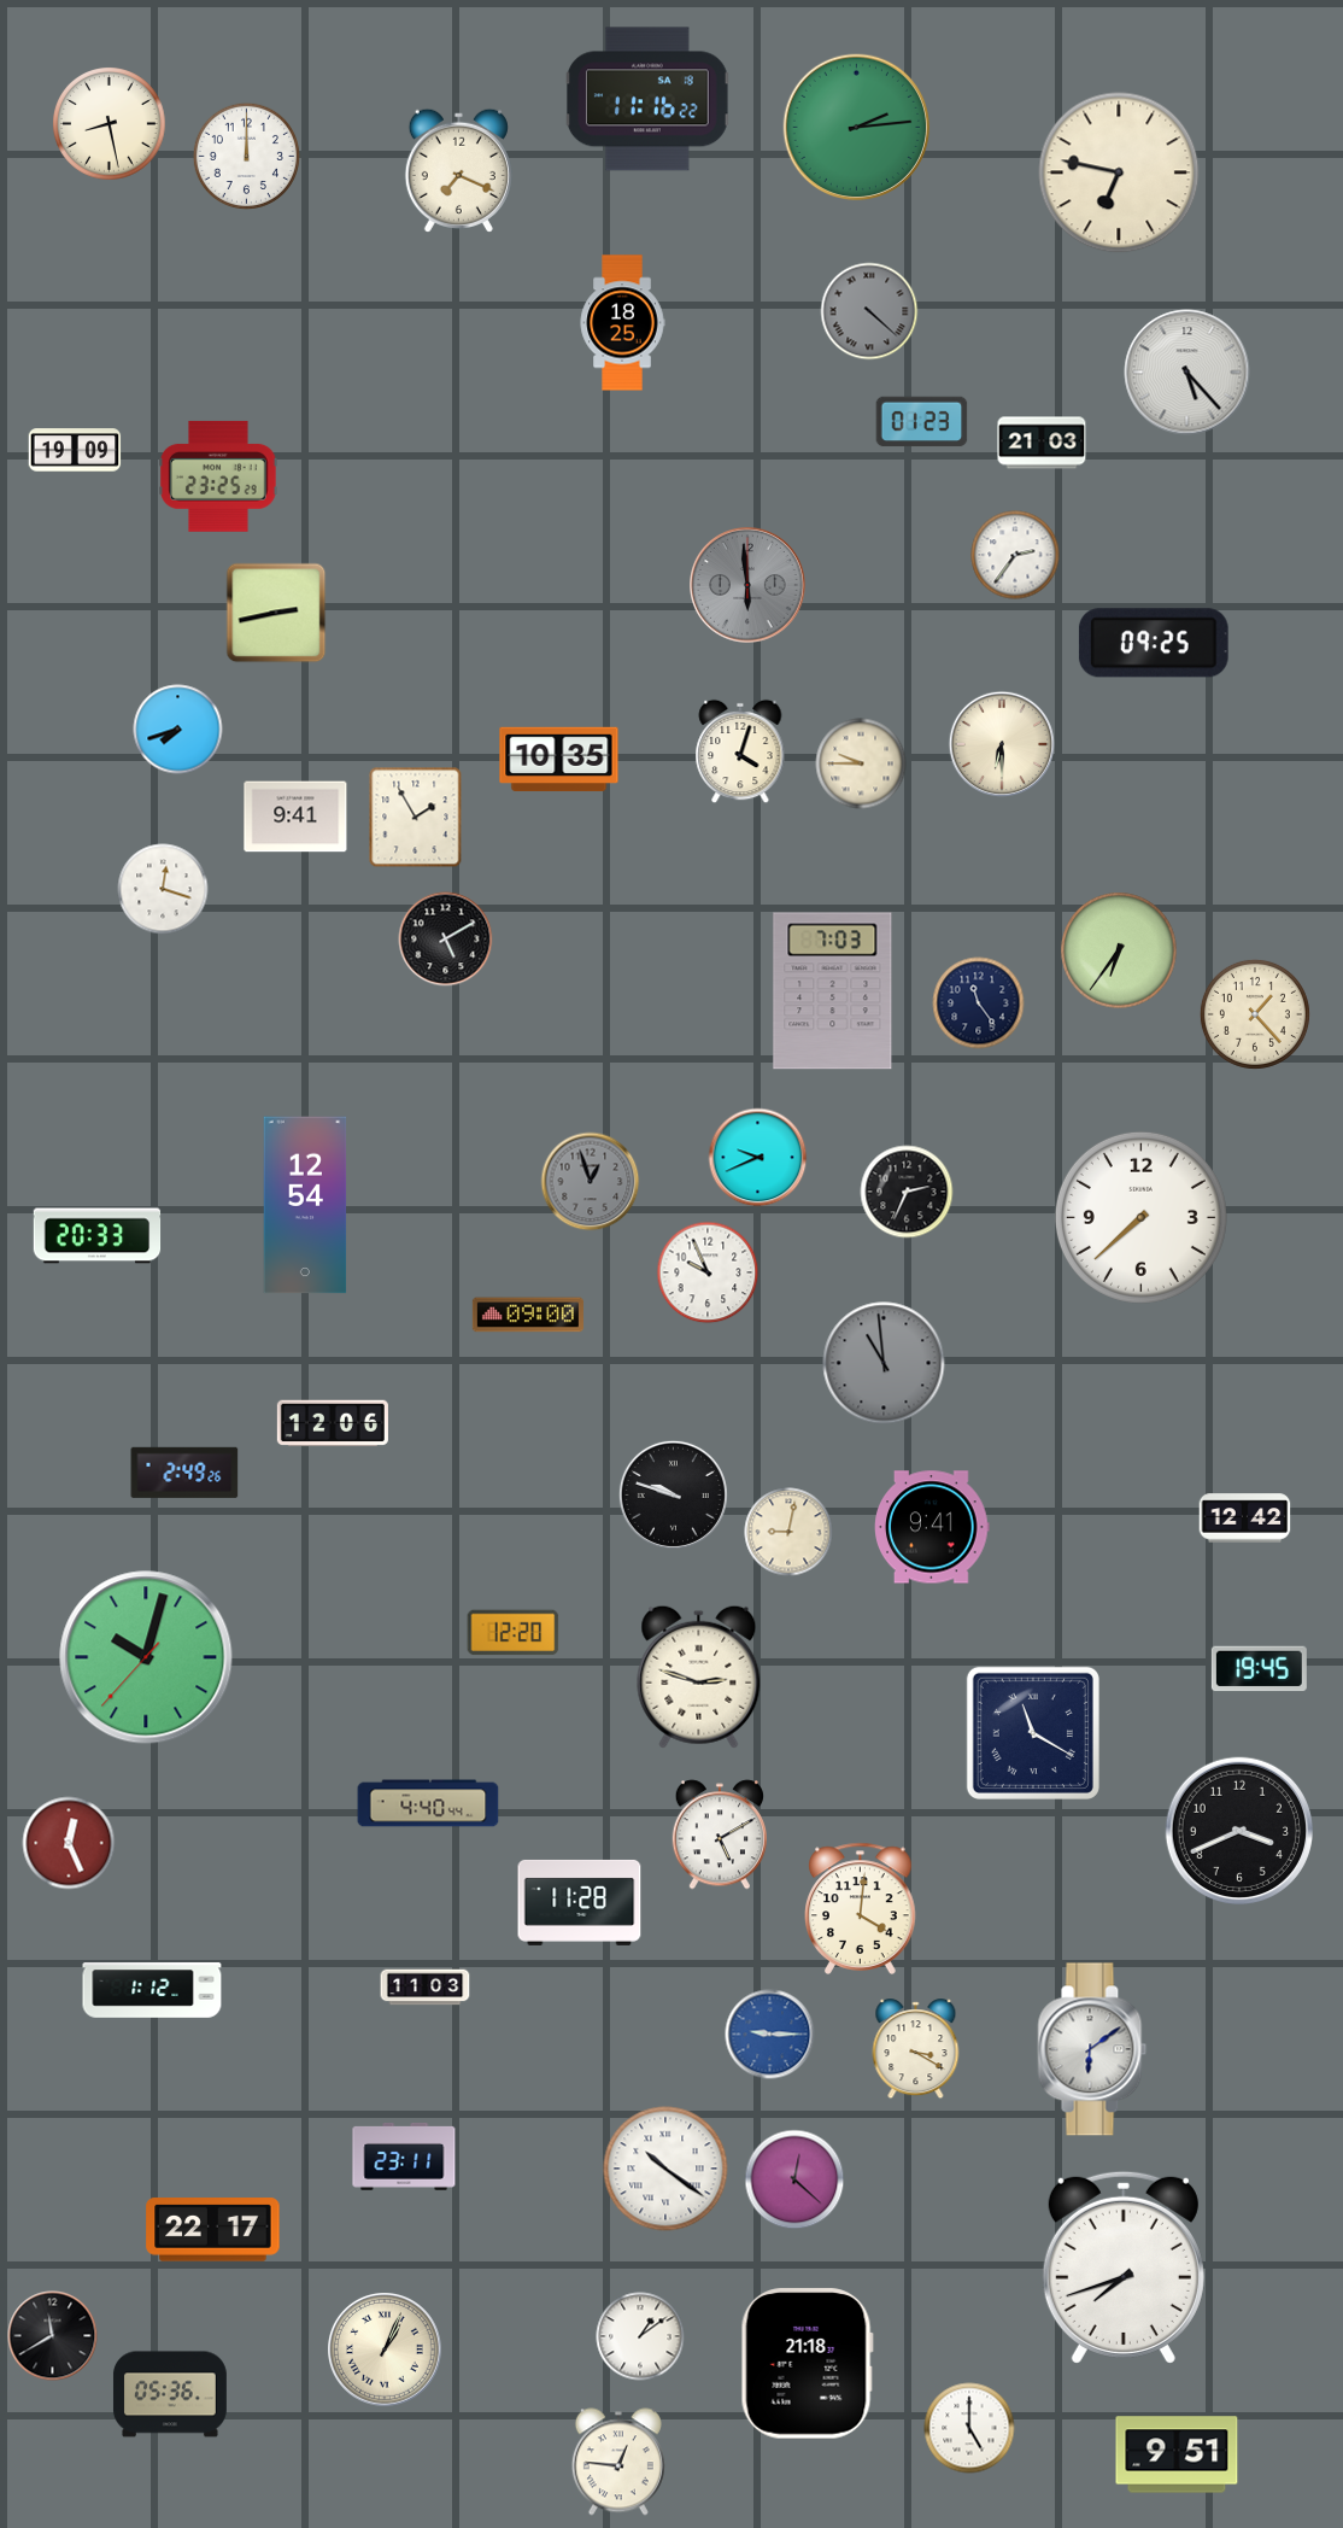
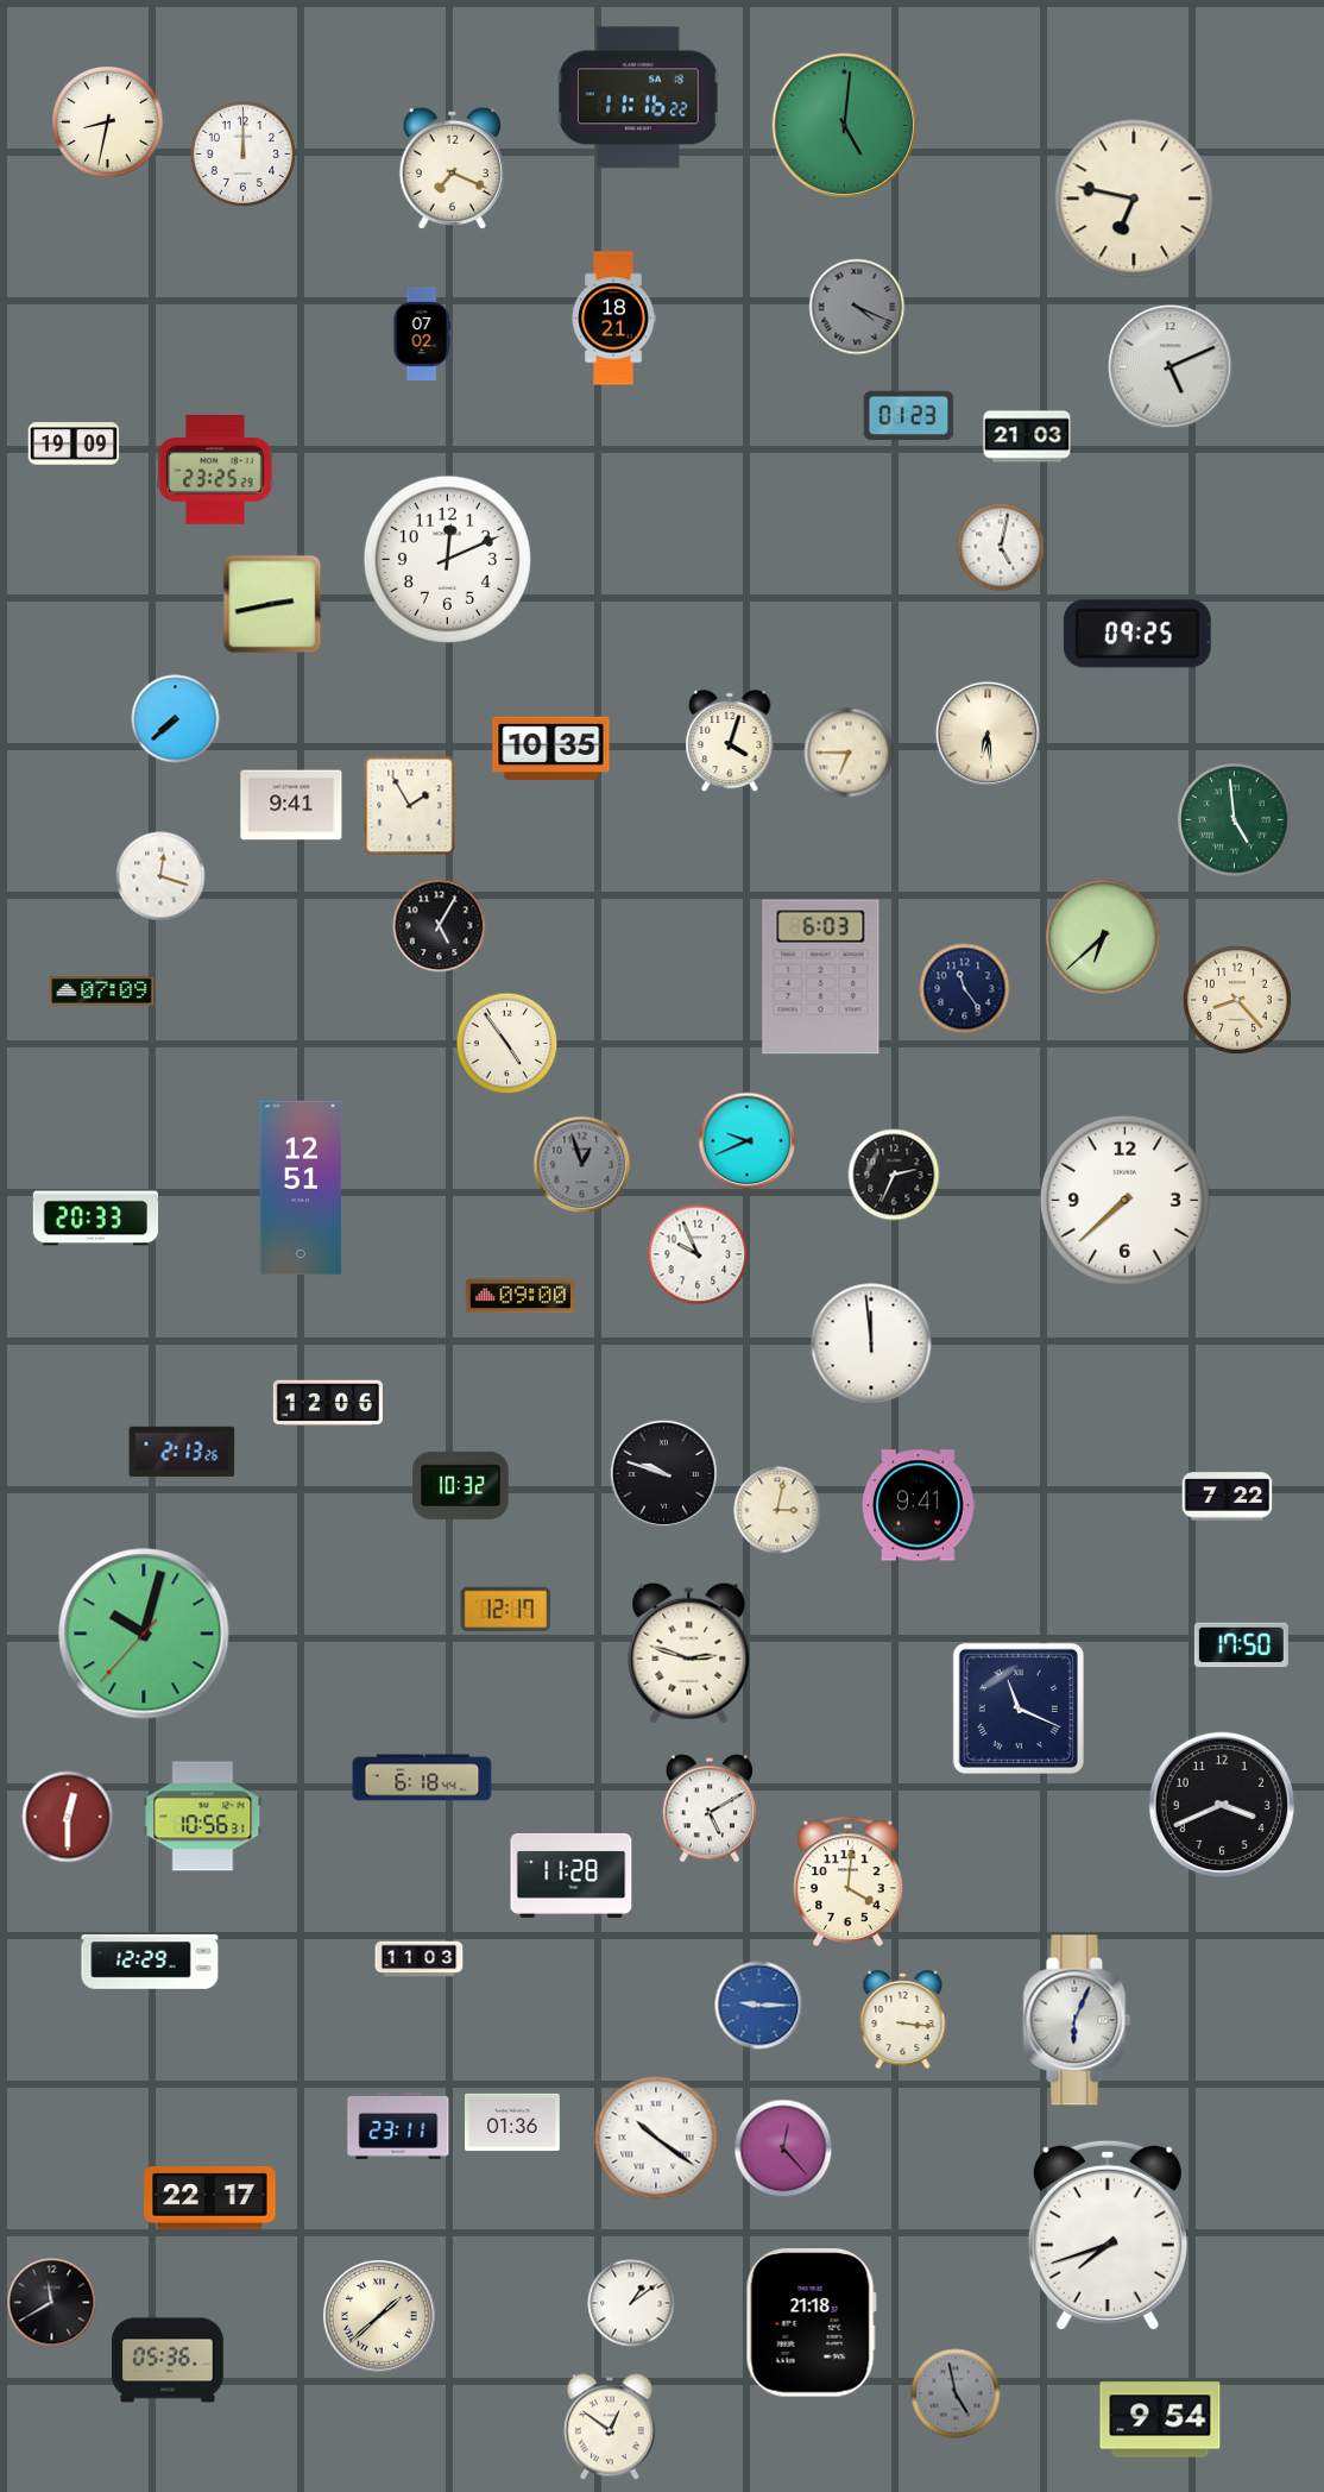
clock at (110, 124): 8:28 -> 8:32
clock at (857, 128): 2:14 -> 5:01
clock at (1119, 172) position: (1119, 172) -> (1134, 199)
clock at (869, 311): 4:22 -> 4:19
clock at (622, 323): 18:25 -> 18:21
clock at (422, 334): none -> 07:02
clock at (1187, 373): 5:23 -> 5:11
clock at (1015, 555): 2:36 -> 5:02
clock at (447, 559): none -> 12:11
clock at (747, 585): 5:59 -> none
clock at (178, 730): 7:42 -> 7:38
clock at (1001, 743): 6:30 -> 6:29
clock at (861, 763): 9:45 -> 6:45
clock at (1235, 820): none -> 4:59
clock at (446, 940): 5:10 -> 5:05
clock at (1119, 950): 6:36 -> 6:38
clock at (833, 991): 7:03 -> 6:03
clock at (102, 992): none -> 07:09
clock at (1255, 1014): 1:23 -> 8:23
clock at (507, 1044): none -> 4:54
clock at (305, 1205): 12:54 -> 12:51
clock at (884, 1363): 10:59 -> 11:59
clock at (884, 1363) dial: grey -> white
clock at (184, 1473): 2:49 -> 2:13
clock at (461, 1485): none -> 10:32
clock at (1245, 1518): 12:42 -> 7:22
clock at (788, 1532): 9:02 -> 3:02
clock at (514, 1633): 12:20 -> 12:17
clock at (1259, 1669): 19:45 -> 17:50
clock at (1033, 1733): 11:20 -> 11:19
clock at (428, 1803): 4:40 -> 6:18
clock at (69, 1843): 12:26 -> 12:30
clock at (203, 1817): none -> 10:56
clock at (152, 1990): 1:12 -> 12:29
clock at (916, 2049): 3:20 -> 3:16
clock at (1092, 2049): 6:09 -> 6:04
clock at (513, 2122): none -> 01:36
clock at (794, 2179): 12:22 -> 12:23
clock at (386, 2351): 1:04 -> 1:38
clock at (807, 2364) position: (807, 2364) -> (811, 2323)
clock at (969, 2428): 5:00 -> 4:58
clock at (969, 2428) dial: white -> grey
clock at (1177, 2454): 9:51 -> 9:54
clock at (618, 2462): 12:46 -> 12:51
